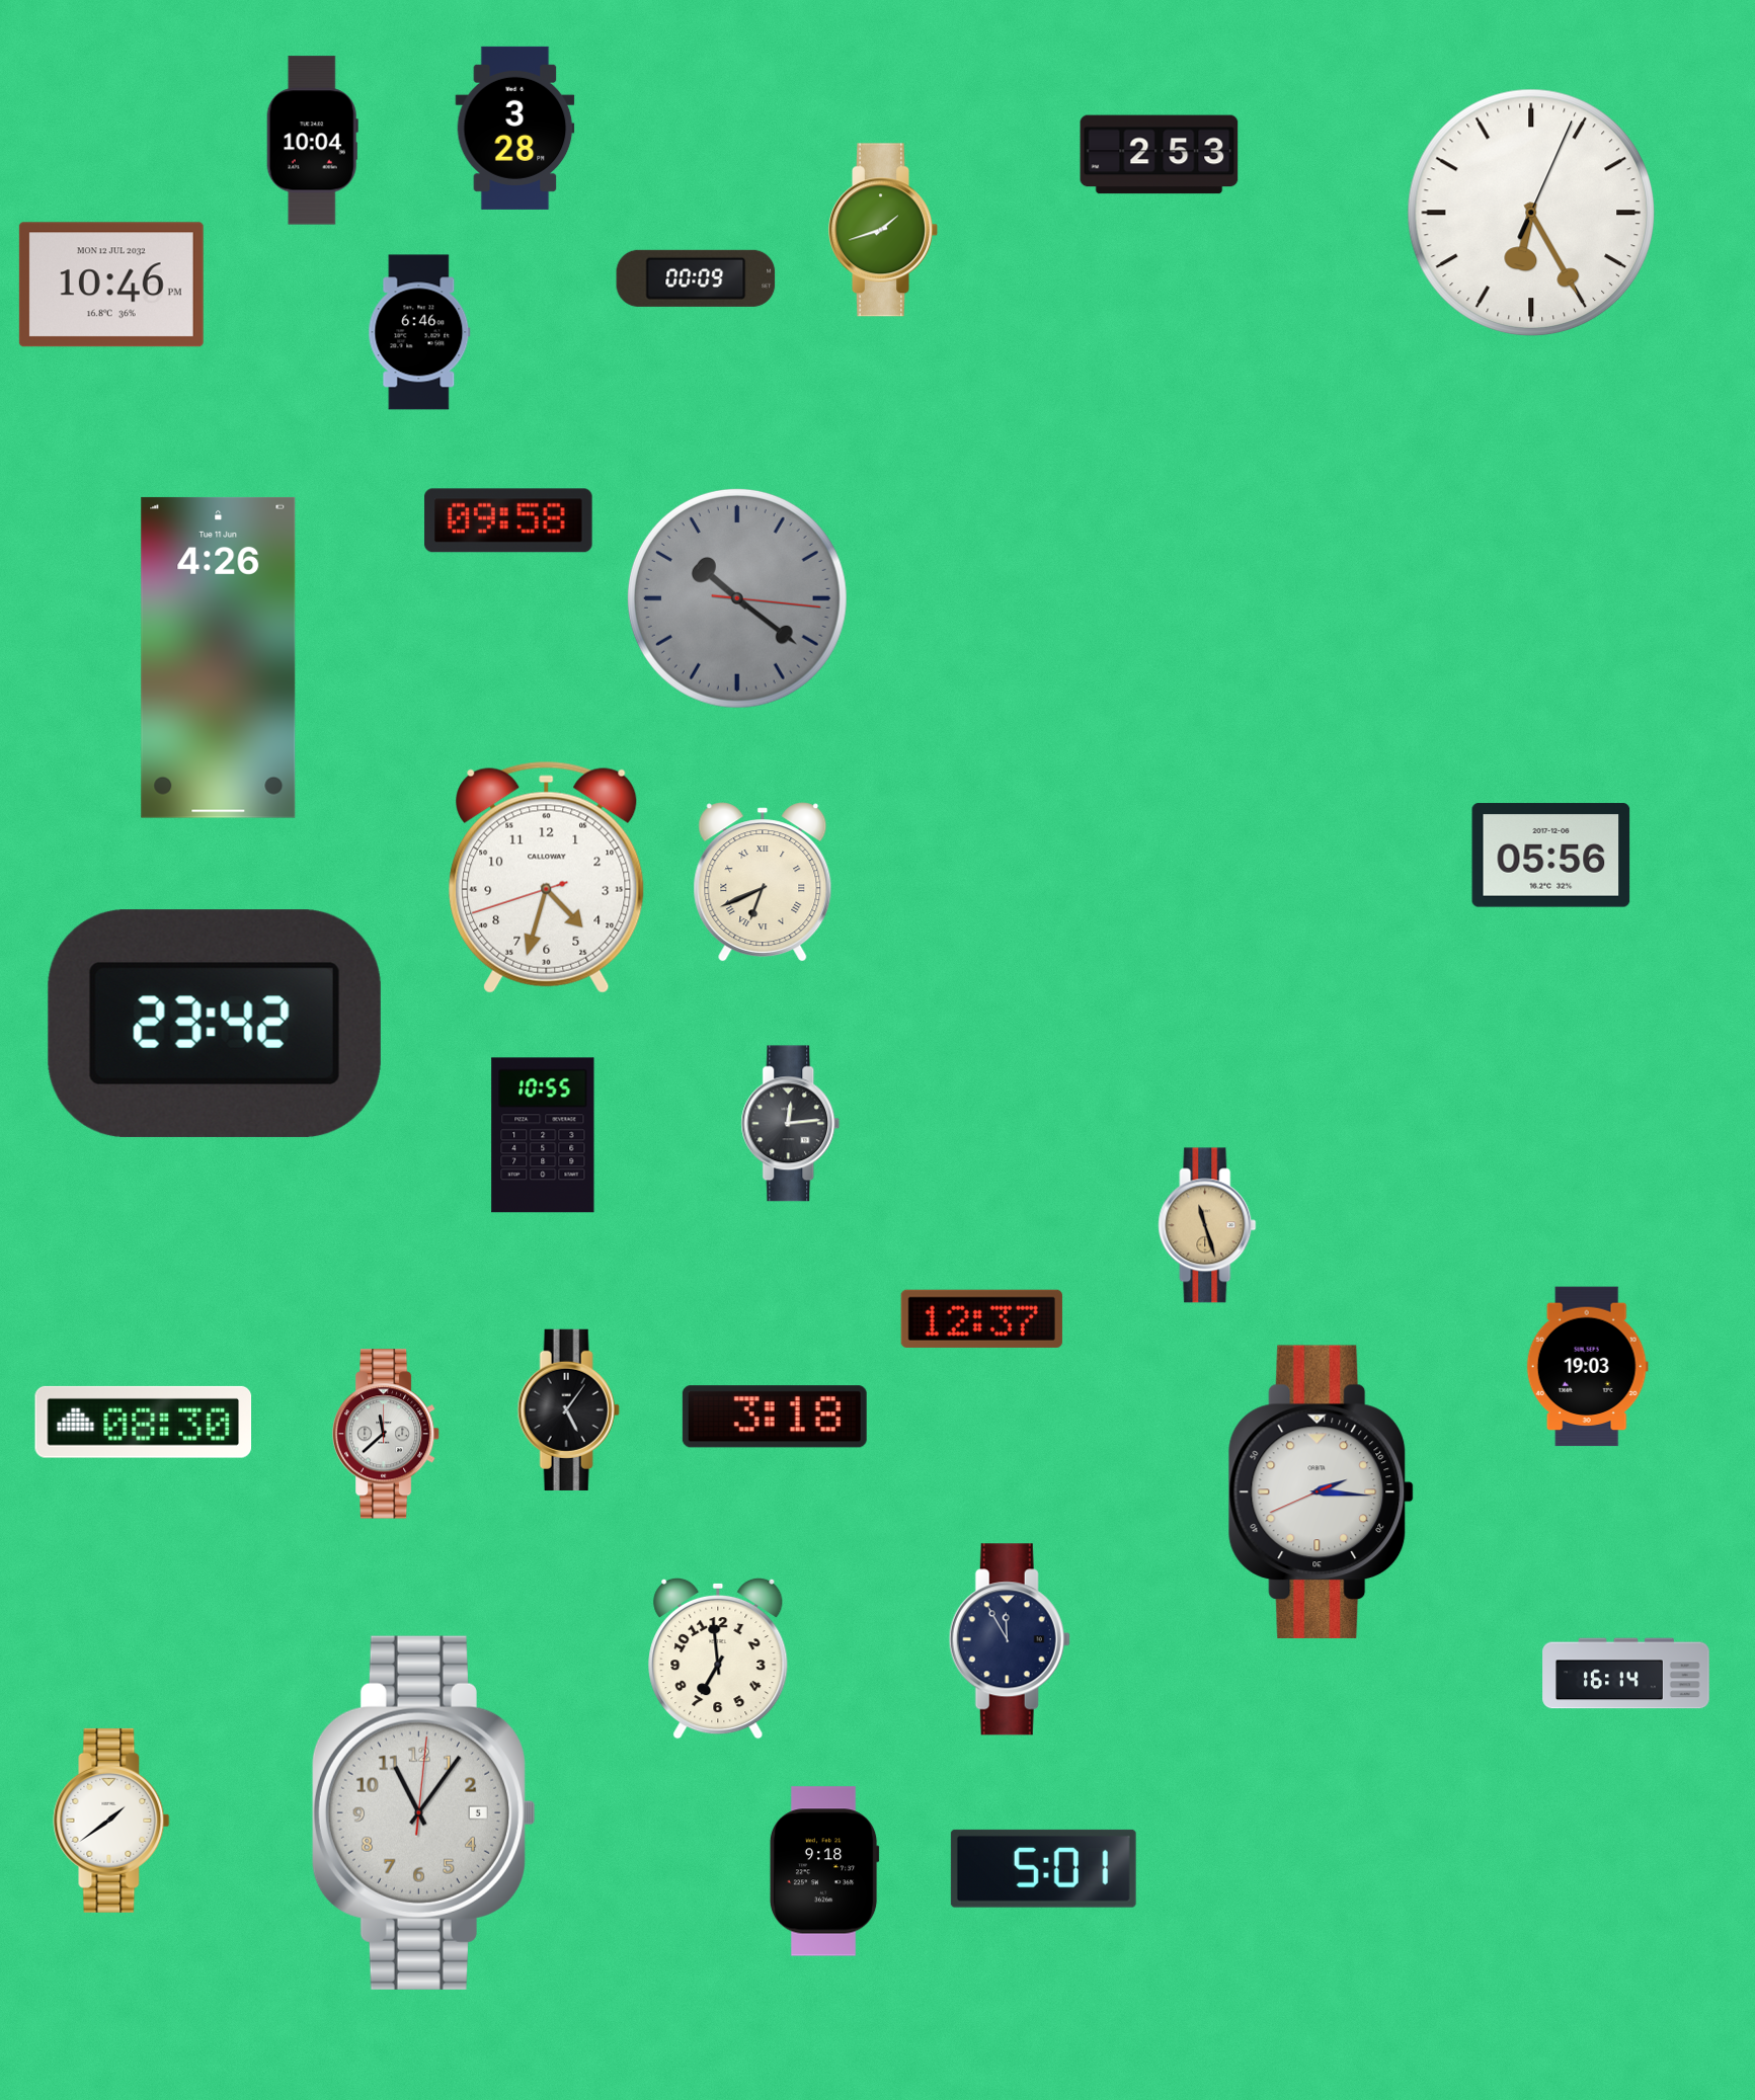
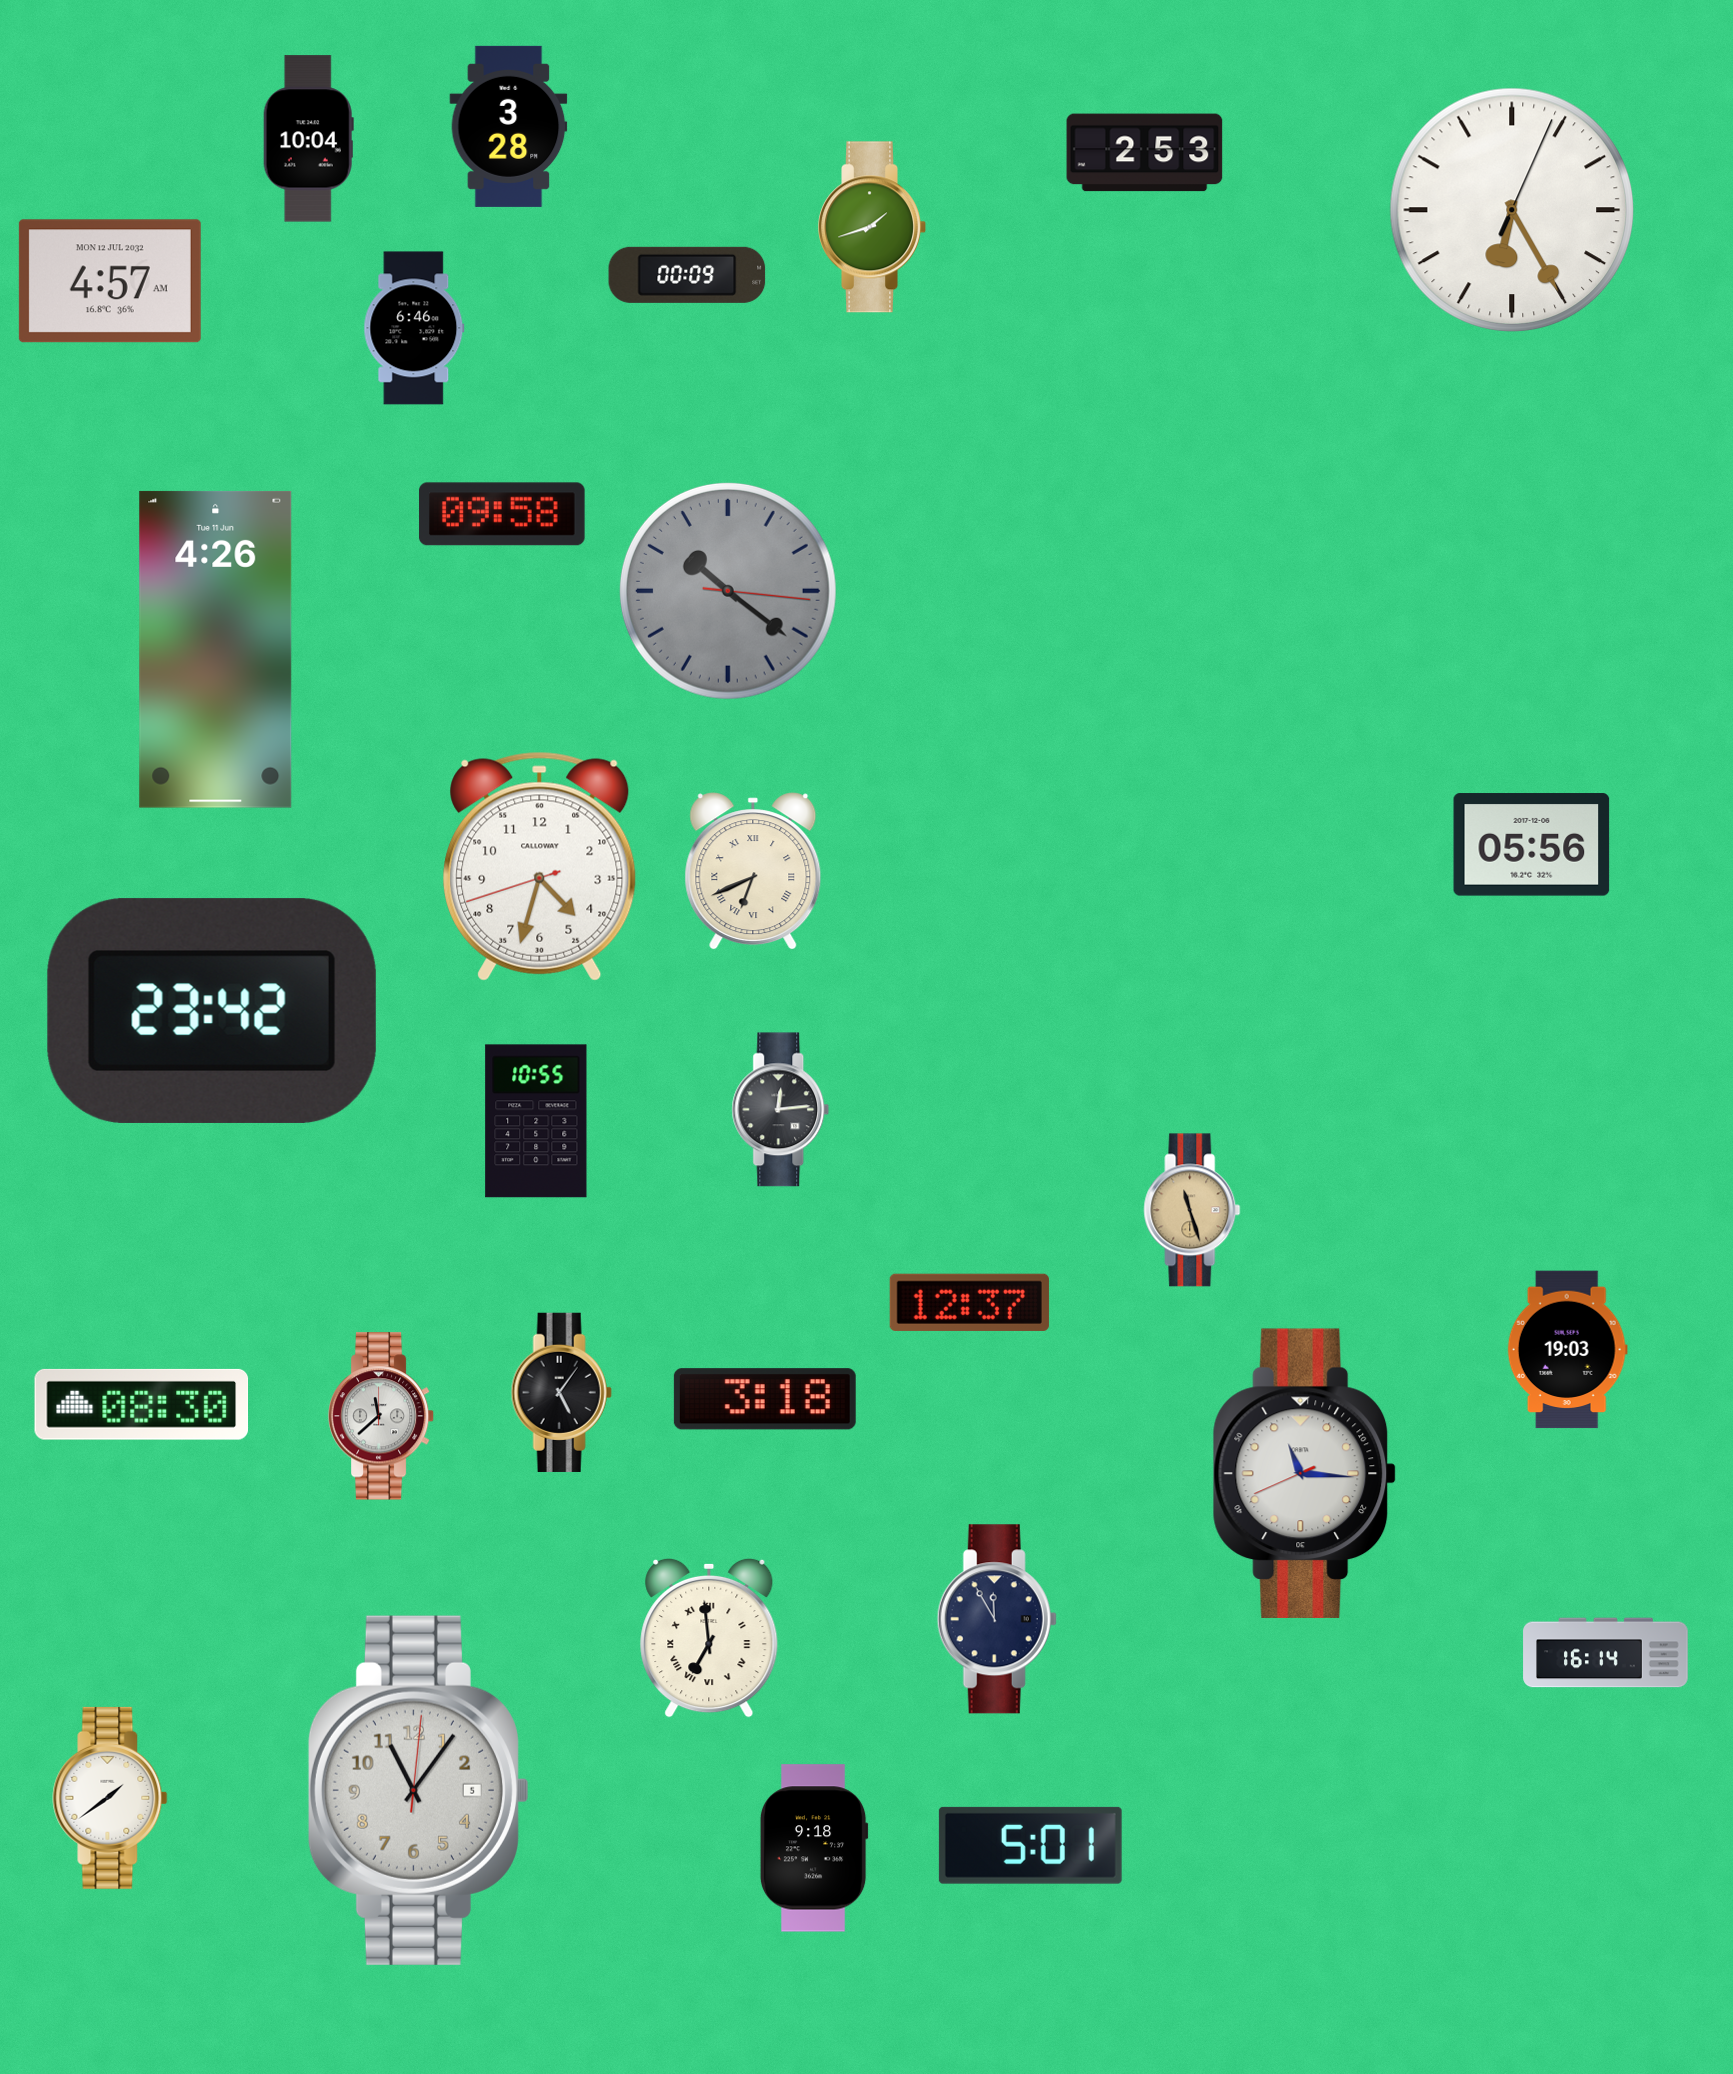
clock at (111, 285): 10:46 -> 4:57
clock at (1322, 1491): 2:15 -> 11:15
clock at (718, 1659) numerals: Arabic -> Roman
